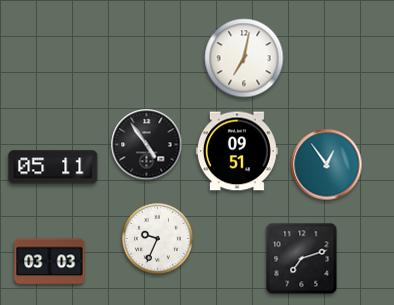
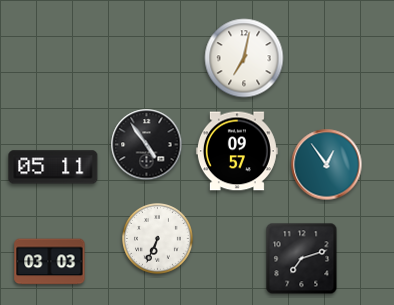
clock at (237, 151): 09:51 -> 09:57
clock at (158, 239): 9:34 -> 6:34
